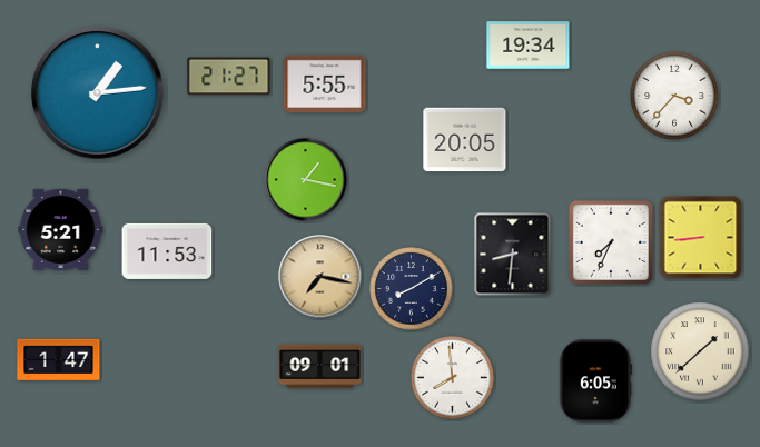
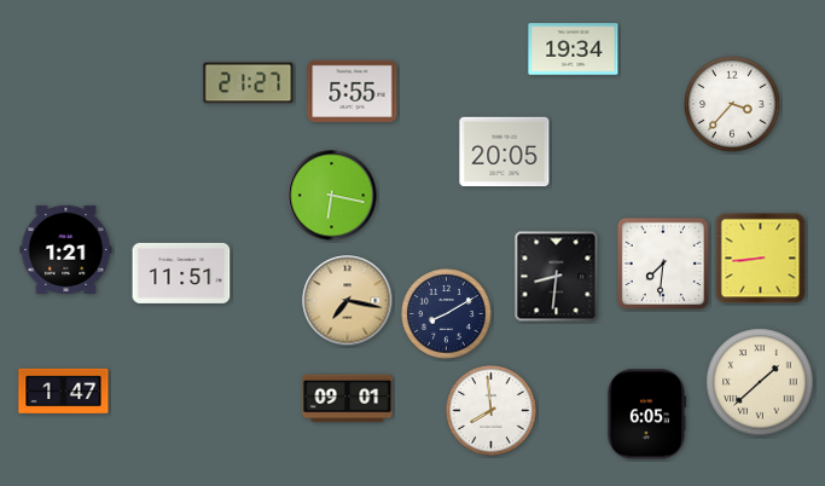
clock at (98, 93): 1:14 -> none
clock at (306, 180): 1:17 -> 6:17
clock at (61, 229): 5:21 -> 1:21
clock at (611, 242): 7:34 -> 7:31
clock at (167, 251): 11:53 -> 11:51
